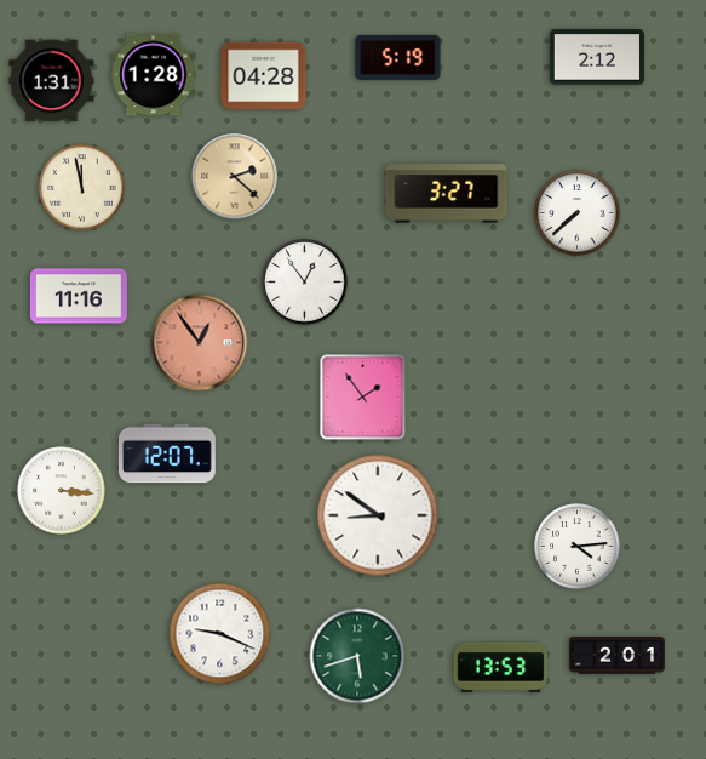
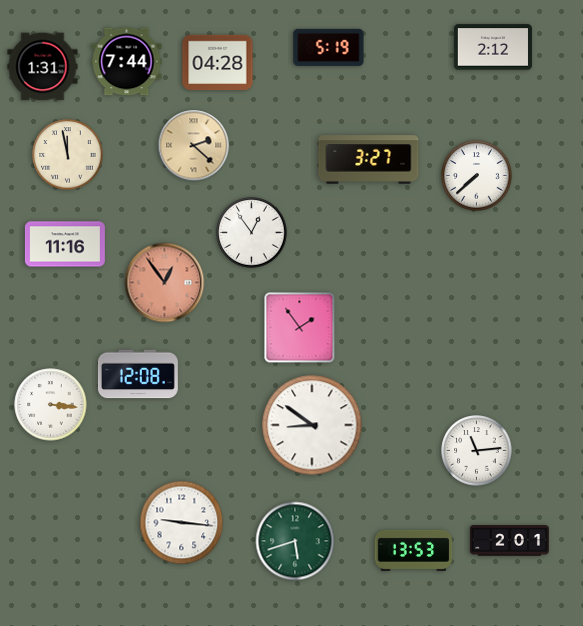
clock at (154, 75): 1:28 -> 7:44
clock at (167, 453): 12:07 -> 12:08
clock at (578, 547): 4:14 -> 11:14
clock at (220, 634): 9:19 -> 9:16
